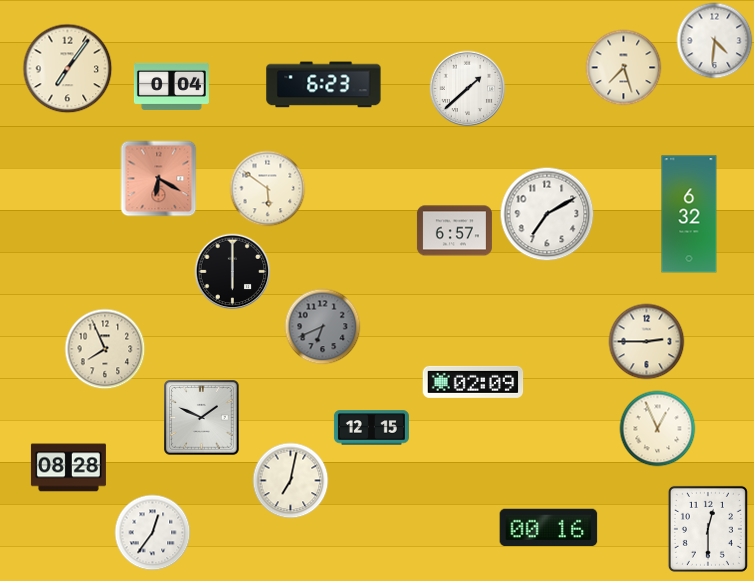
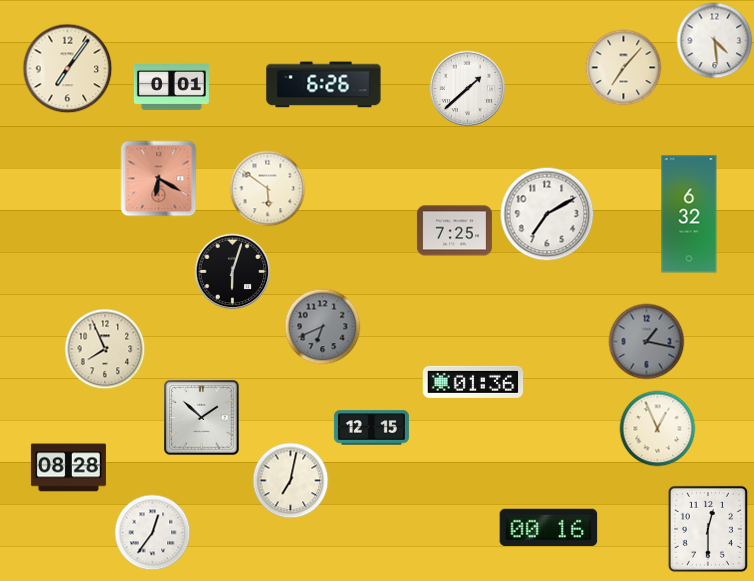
clock at (715, 41): 4:31 -> 4:29
clock at (624, 68): 7:27 -> 7:07
clock at (324, 85): 6:23 -> 6:26
clock at (171, 86): 0:04 -> 0:01
clock at (454, 231): 6:57 -> 7:25
clock at (233, 272): 6:00 -> 6:03
clock at (647, 342): 2:45 -> 1:17
clock at (647, 342) dial: cream -> grey
clock at (473, 382): 02:09 -> 01:36
clock at (202, 418): 1:49 -> 1:52
